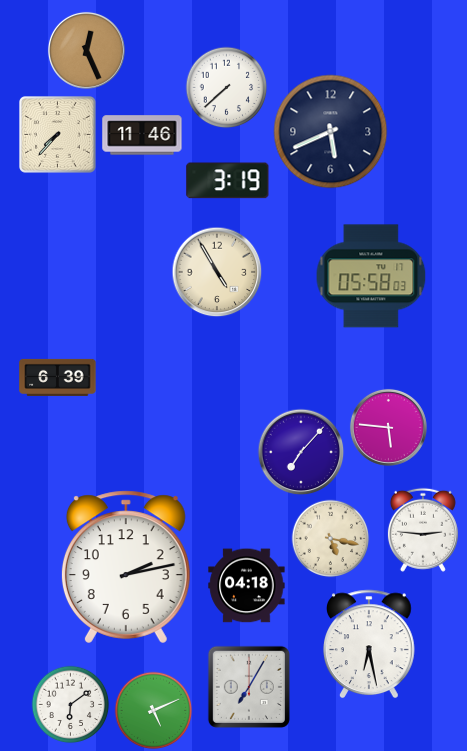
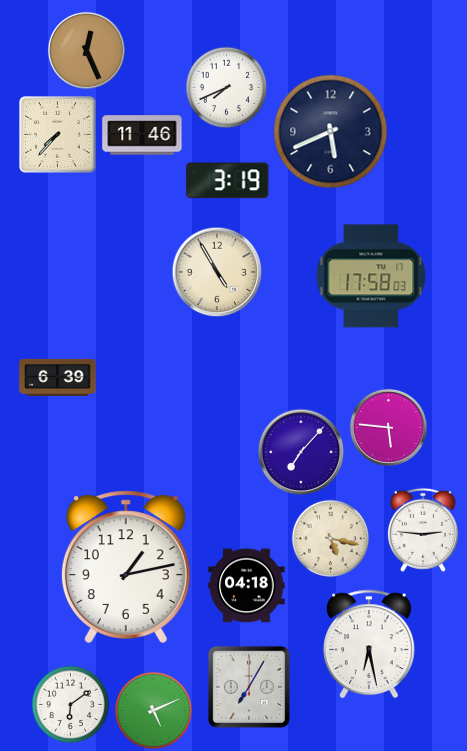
clock at (226, 87): 7:38 -> 7:41
clock at (371, 276): 05:58 -> 17:58
clock at (126, 567): 2:13 -> 1:13
